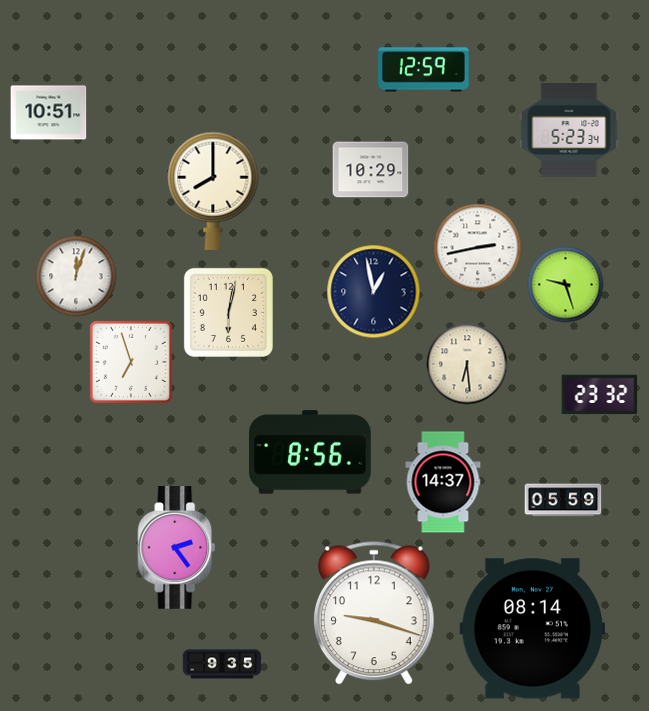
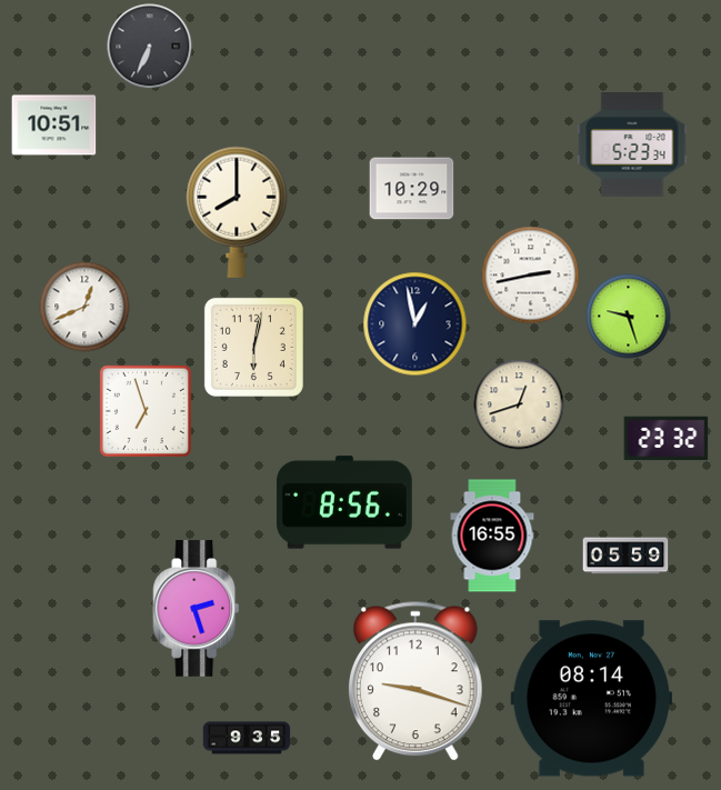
clock at (150, 47): none -> 6:34
clock at (424, 70): 12:59 -> none
clock at (76, 276): 12:03 -> 12:41
clock at (131, 362) position: (131, 362) -> (146, 411)
clock at (467, 364): 6:29 -> 12:42
clock at (443, 482): 14:37 -> 16:55
clock at (177, 548): 2:24 -> 2:27
